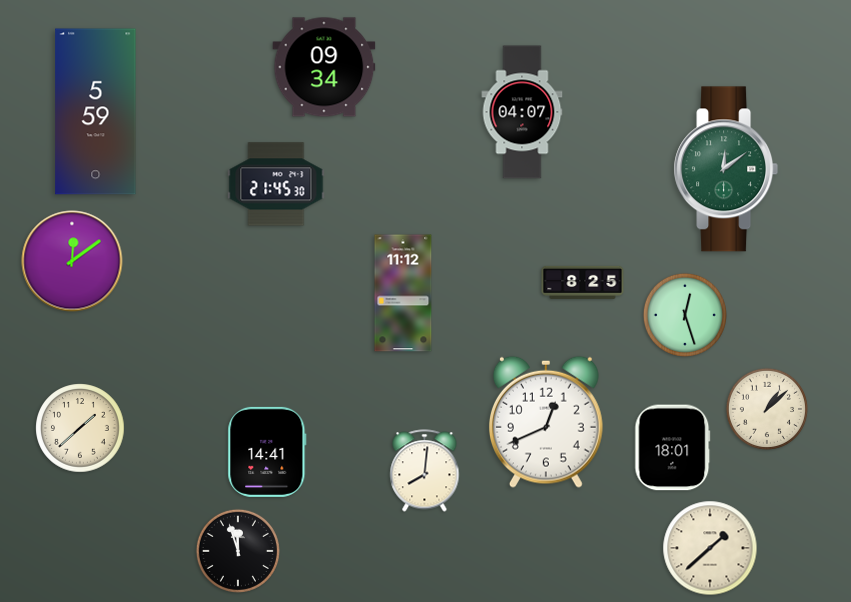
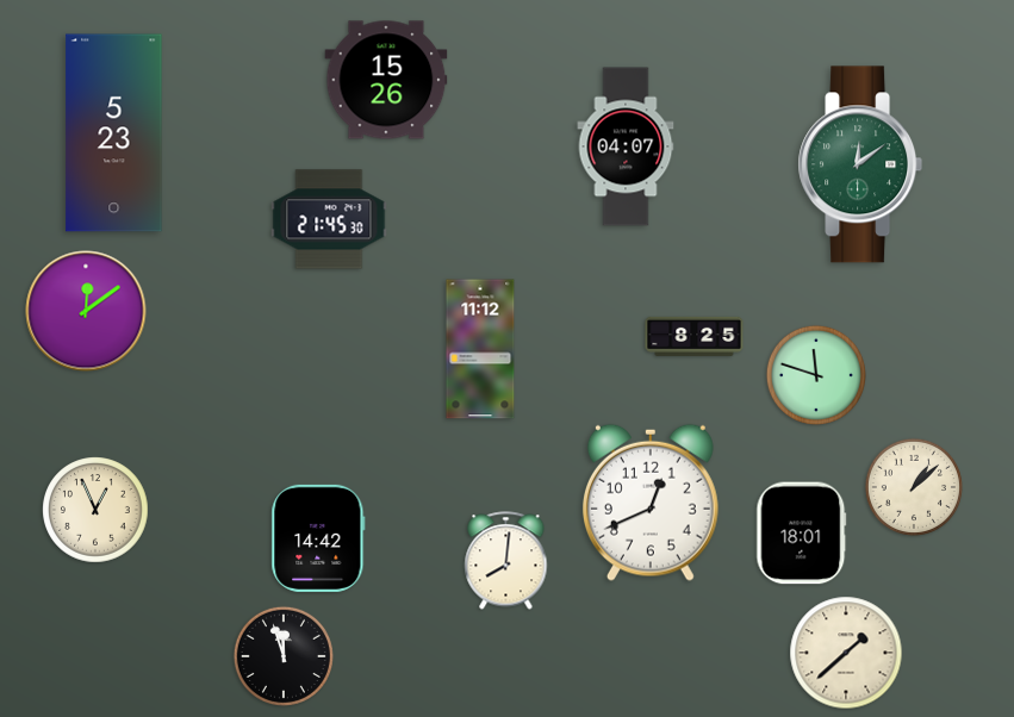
clock at (324, 67): 09:34 -> 15:26
clock at (96, 112): 5:59 -> 5:23
clock at (522, 112) position: (522, 112) -> (626, 146)
clock at (726, 169) position: (726, 169) -> (860, 164)
clock at (685, 315): 12:27 -> 11:48
clock at (80, 428): 1:38 -> 12:56
clock at (267, 452): 14:41 -> 14:42
